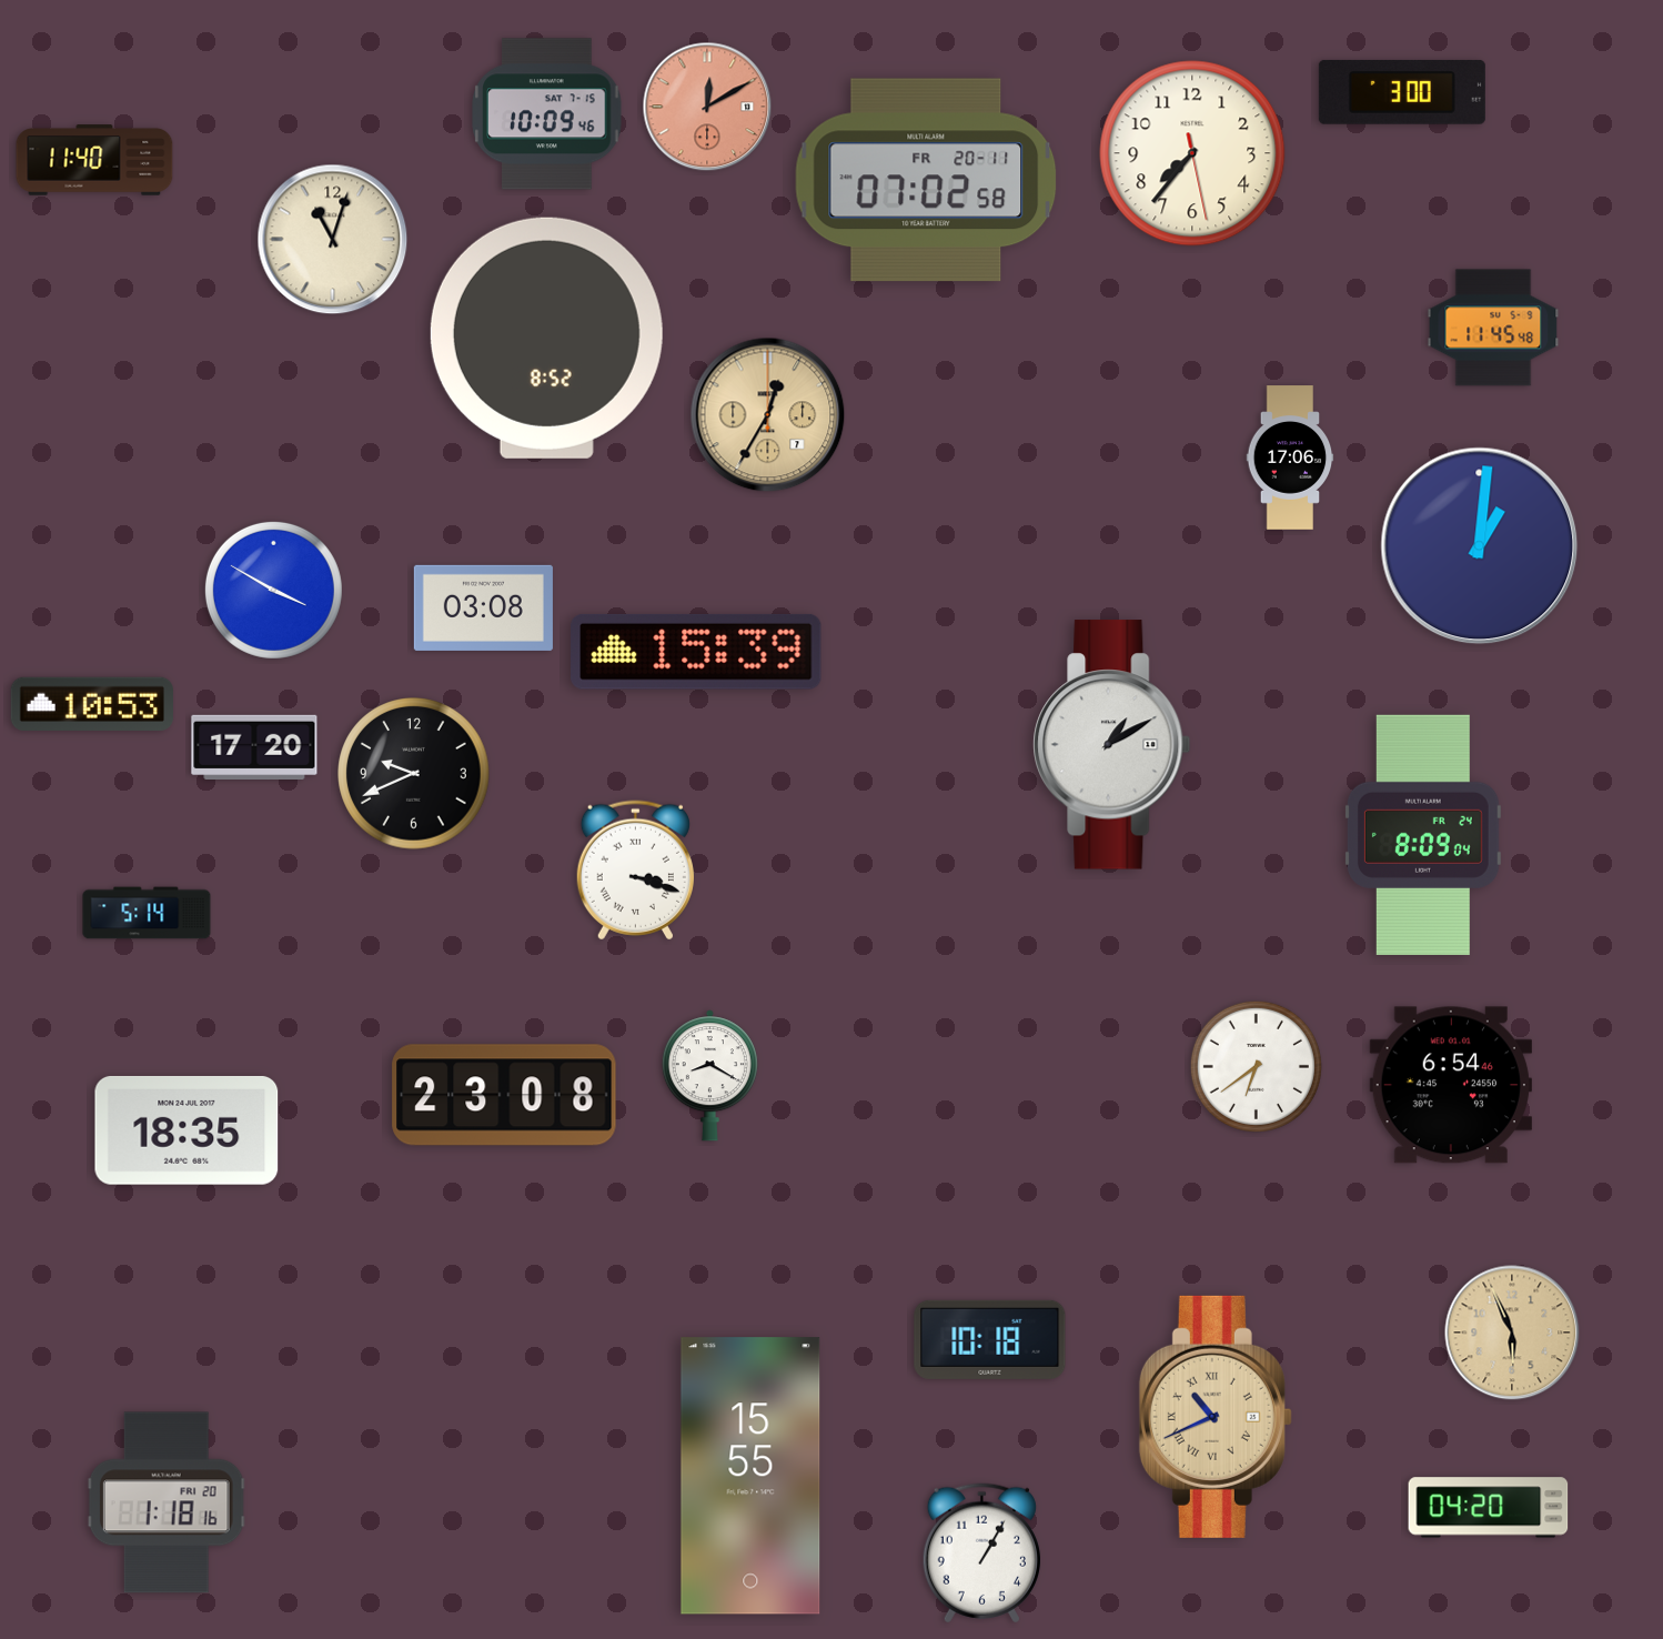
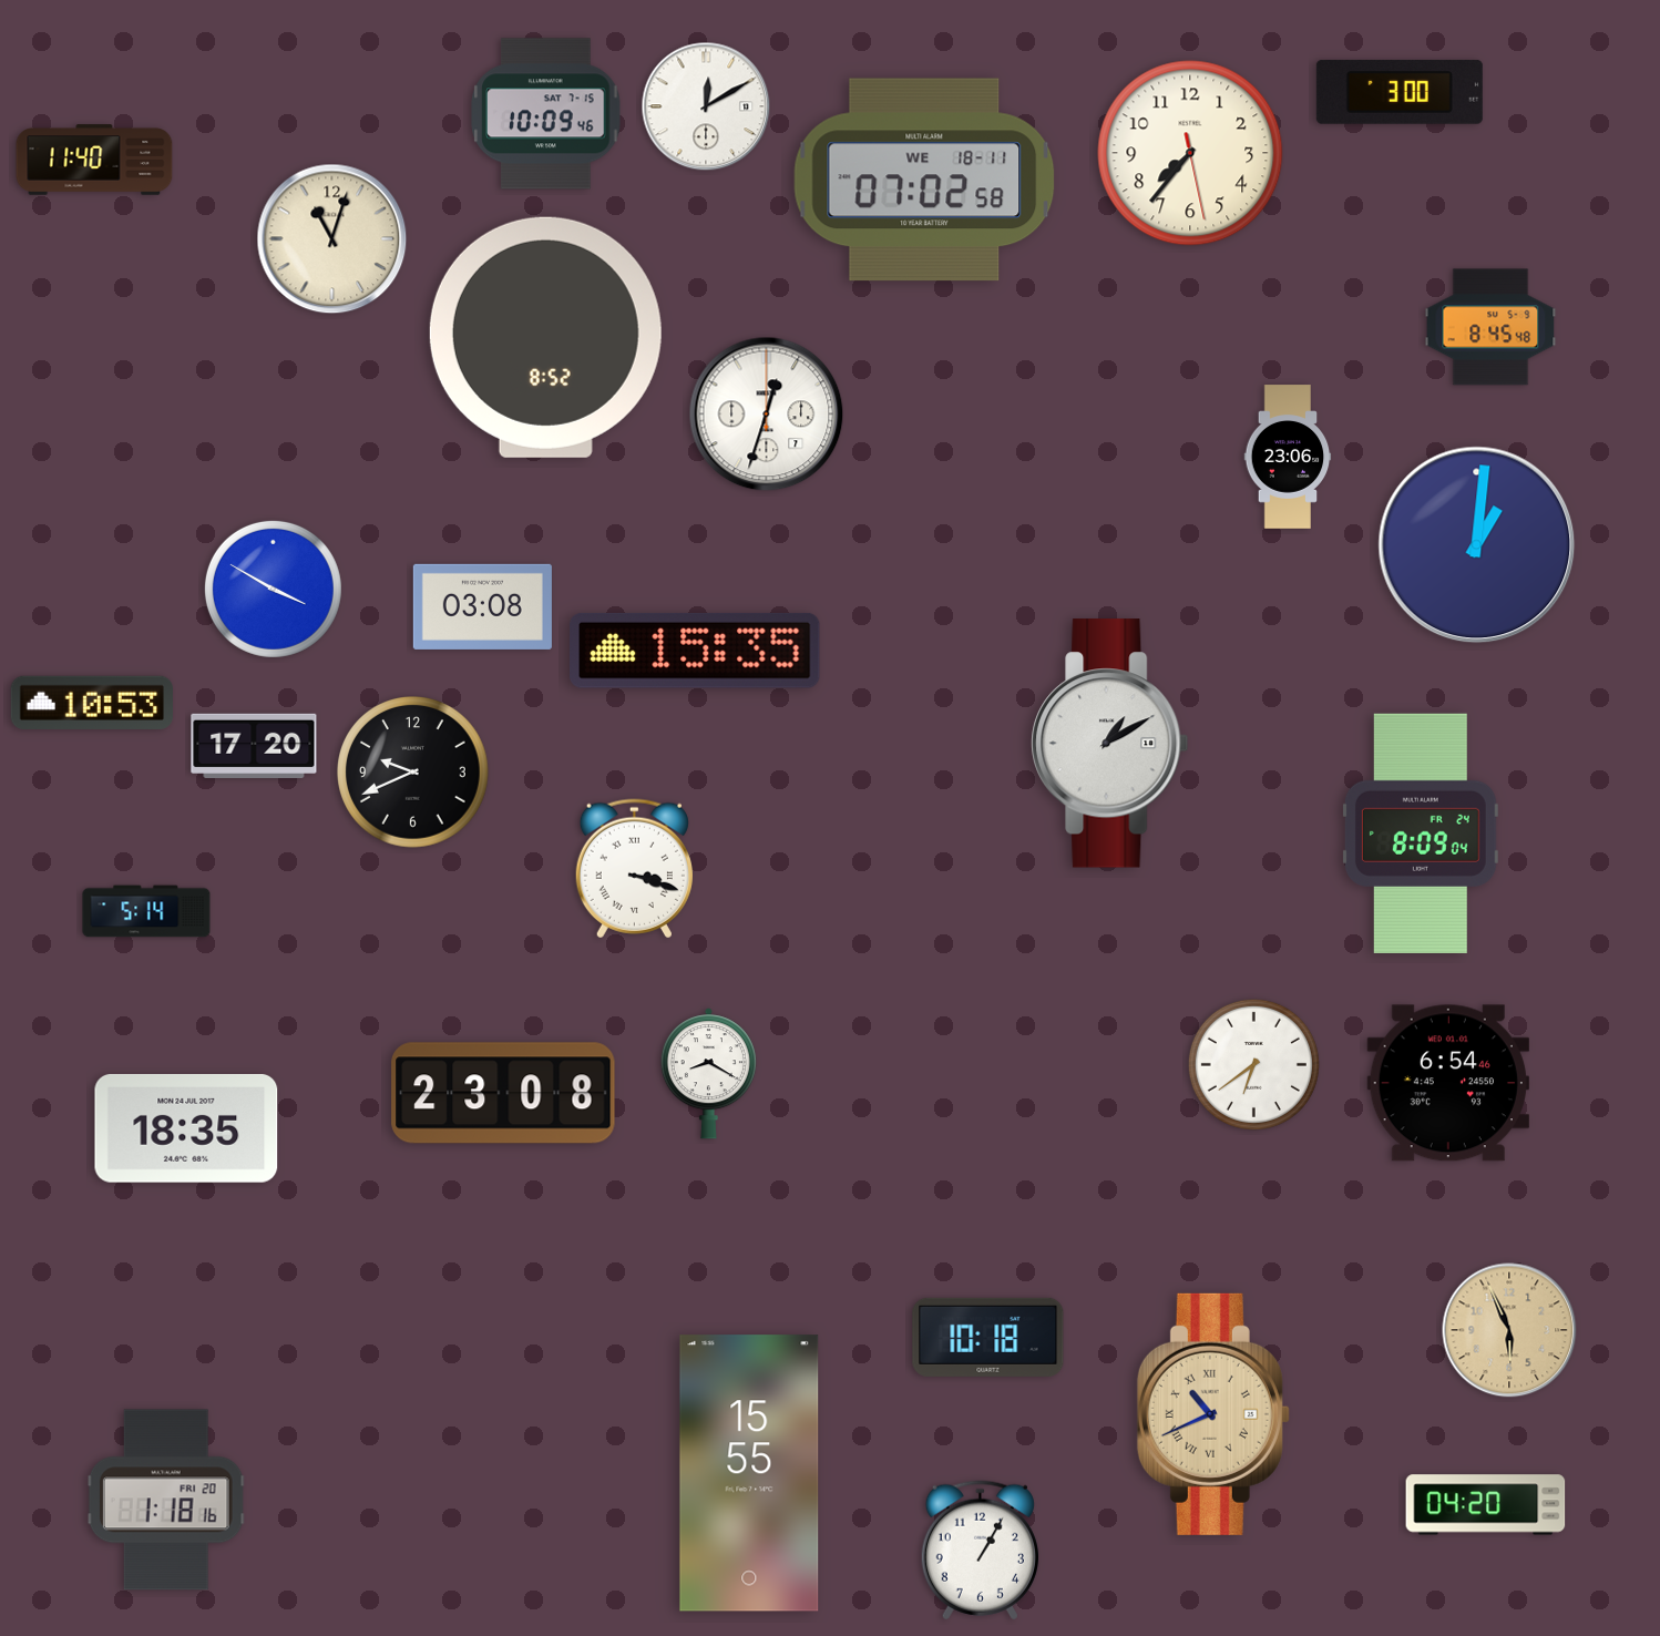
clock at (707, 107) dial: salmon -> white
clock at (926, 180) date: FR 20-11 -> WE 18-11
clock at (1493, 328): 11:45 -> 8:45
clock at (768, 415): 12:35 -> 12:33
clock at (768, 415) dial: champagne -> white
clock at (1290, 457): 17:06 -> 23:06
clock at (696, 652): 15:39 -> 15:35
